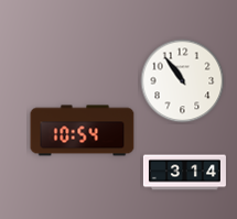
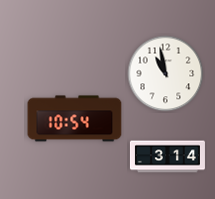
clock at (183, 81): 10:54 -> 10:58
